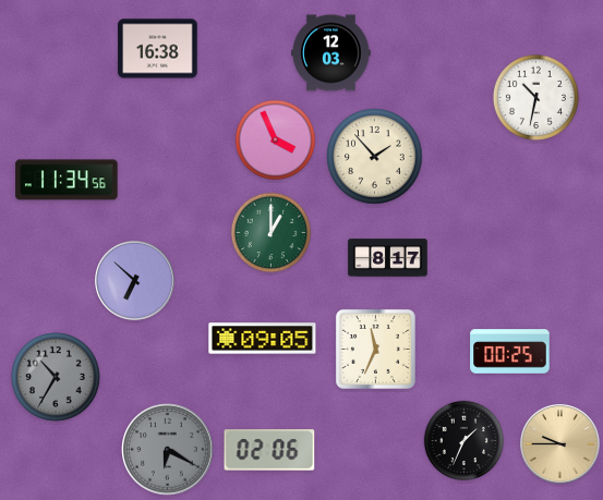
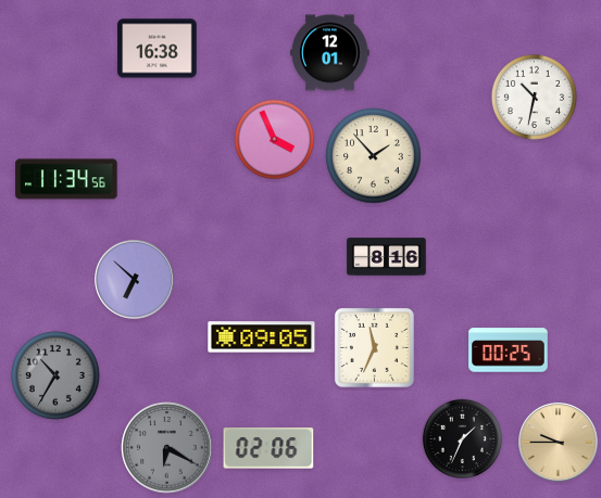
clock at (331, 53): 12:03 -> 12:01
clock at (272, 233): 1:00 -> none
clock at (388, 258): 8:17 -> 8:16
